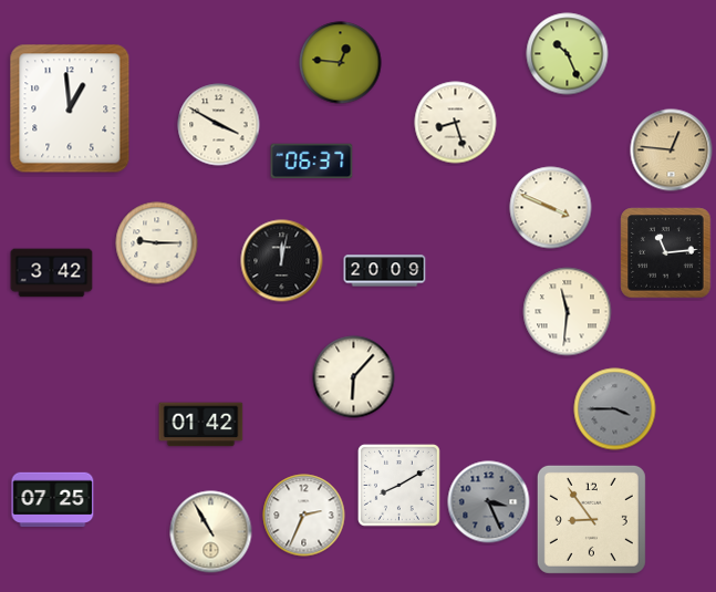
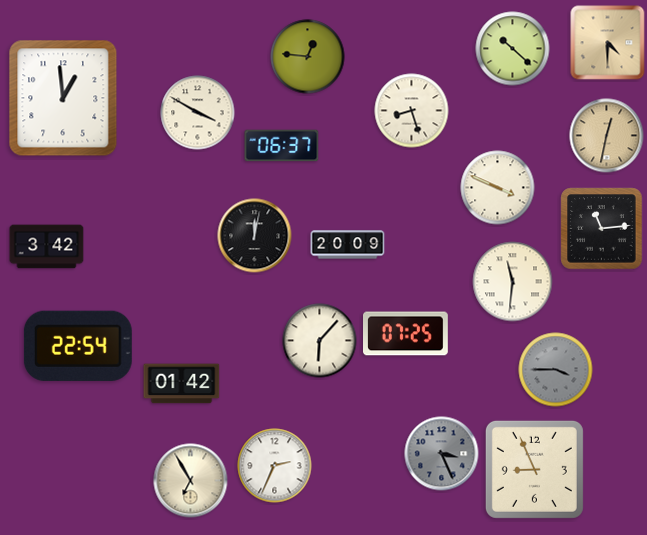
clock at (608, 43): none -> 4:30
clock at (568, 54): 10:26 -> 10:22
clock at (672, 150): 12:46 -> 12:32
clock at (157, 243): 9:15 -> none
clock at (406, 334): none -> 07:25
clock at (78, 346): none -> 22:54
clock at (398, 485): 8:10 -> none
clock at (53, 500): 07:25 -> none
clock at (591, 519): 8:54 -> 8:56
clock at (211, 532): 10:55 -> 6:55
